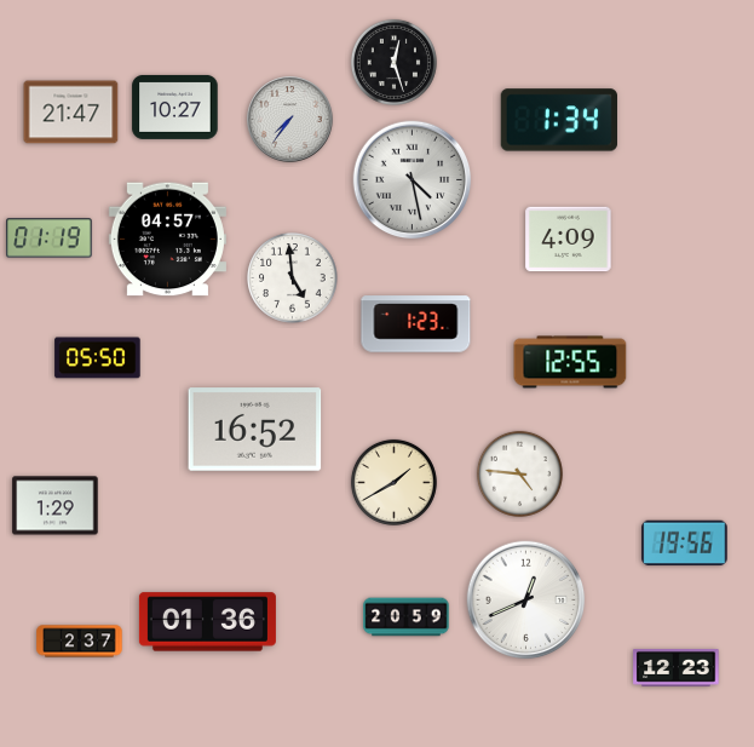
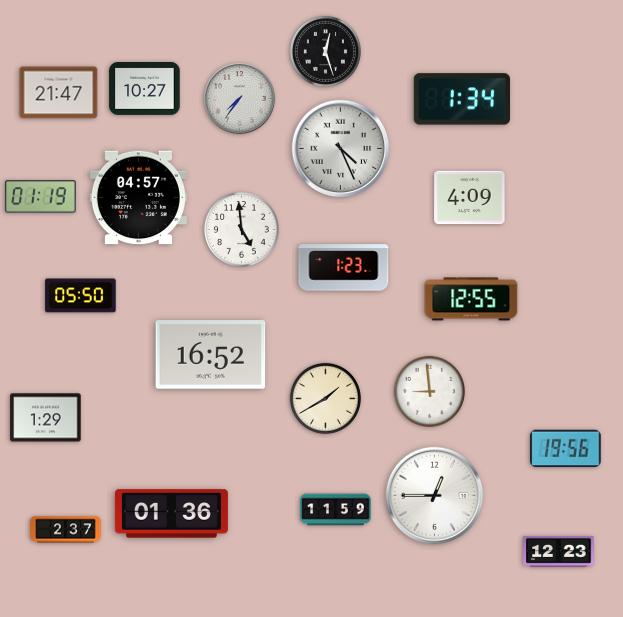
clock at (413, 180): 4:28 -> 4:26
clock at (519, 473): 4:46 -> 8:59
clock at (526, 601): 12:41 -> 12:45
clock at (407, 617): 20:59 -> 11:59
